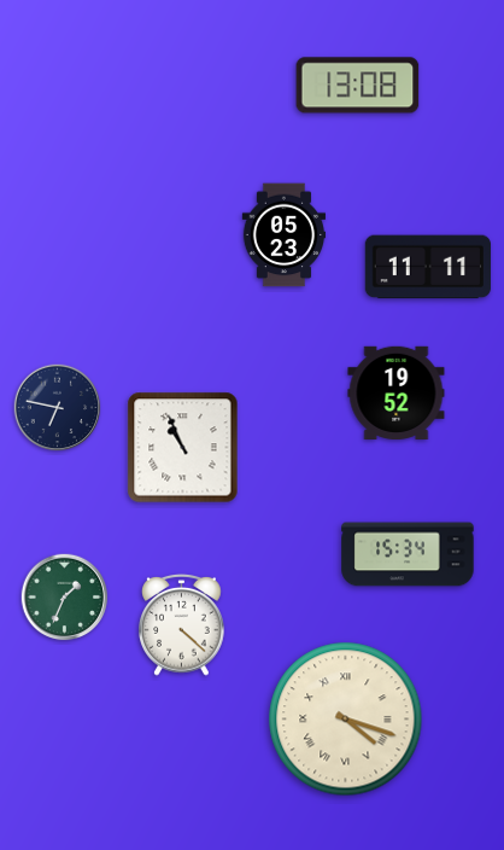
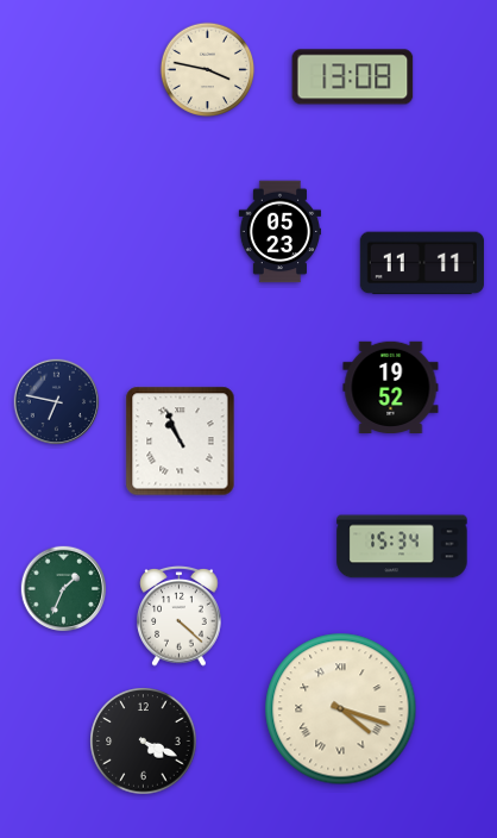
clock at (208, 70): none -> 3:47
clock at (358, 86) position: (358, 86) -> (353, 77)
clock at (144, 742): none -> 4:19
